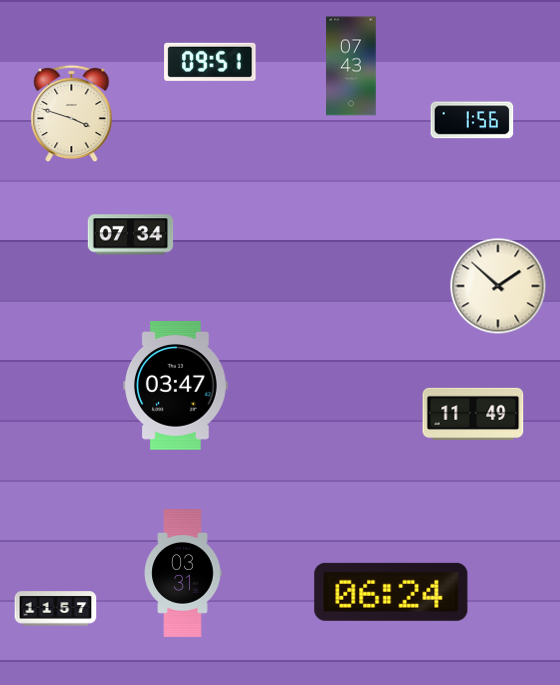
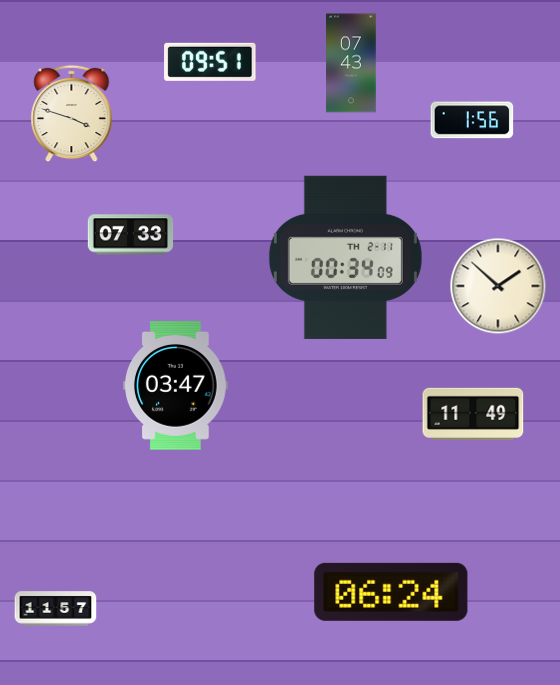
clock at (351, 66) position: (351, 66) -> (351, 63)
clock at (131, 235): 07:34 -> 07:33
clock at (345, 257): none -> 00:34
clock at (183, 574): 03:31 -> none
